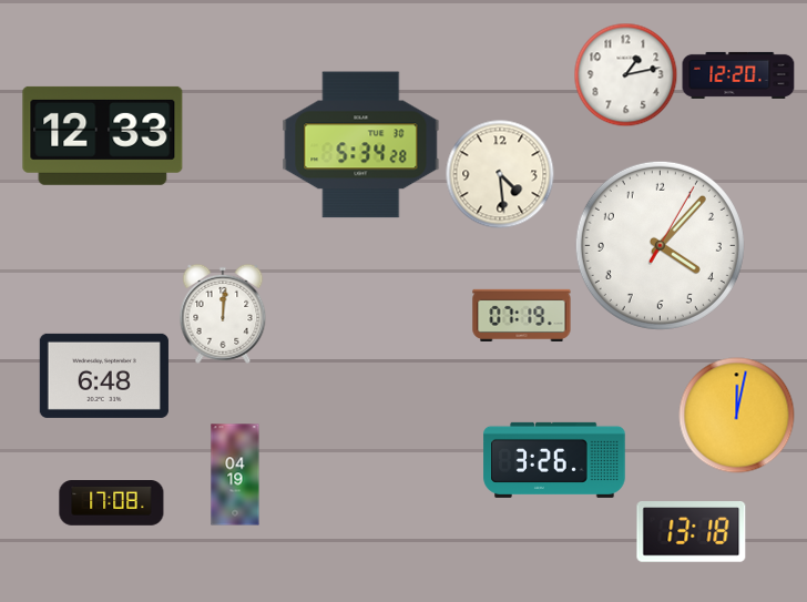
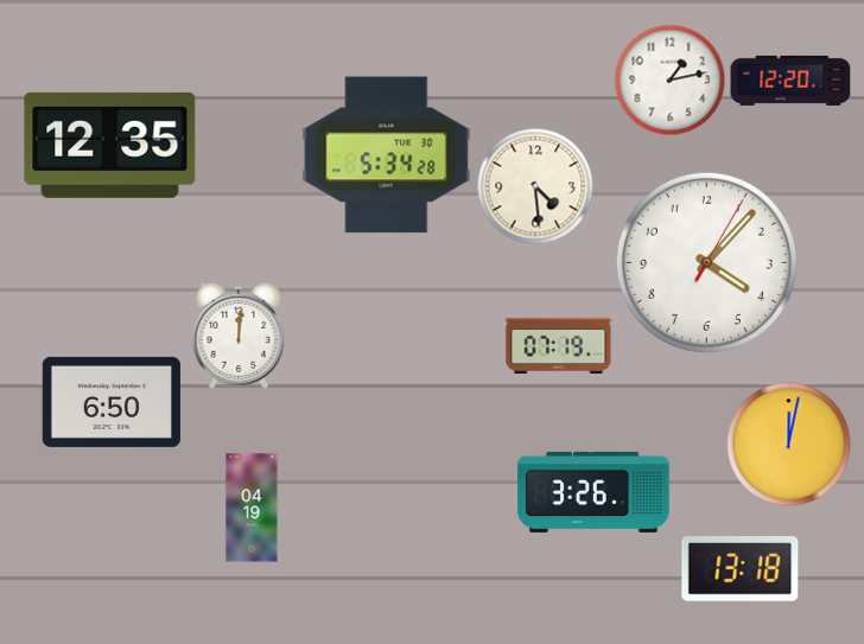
clock at (103, 135): 12:33 -> 12:35
clock at (522, 315) position: (522, 315) -> (559, 345)
clock at (104, 376): 6:48 -> 6:50
clock at (112, 503): 17:08 -> none
